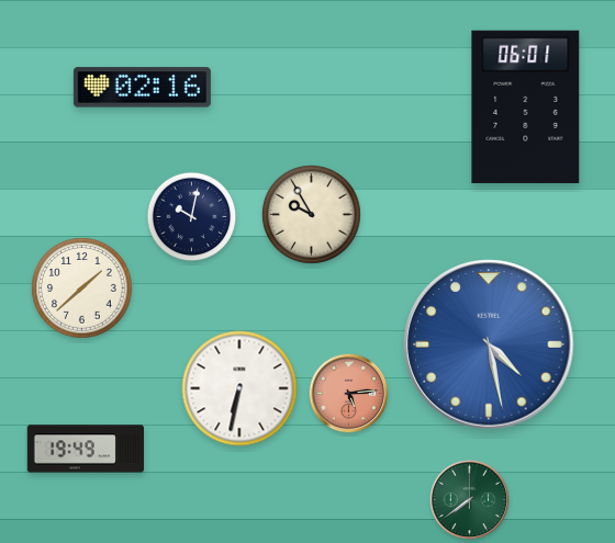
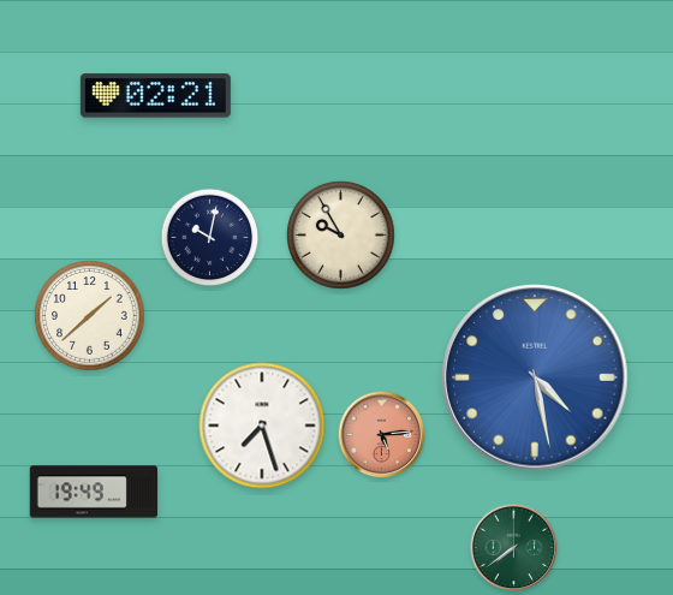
clock at (142, 88): 02:16 -> 02:21
clock at (526, 106): 06:01 -> none
clock at (239, 388): 6:32 -> 7:27
clock at (349, 394) position: (349, 394) -> (382, 435)
